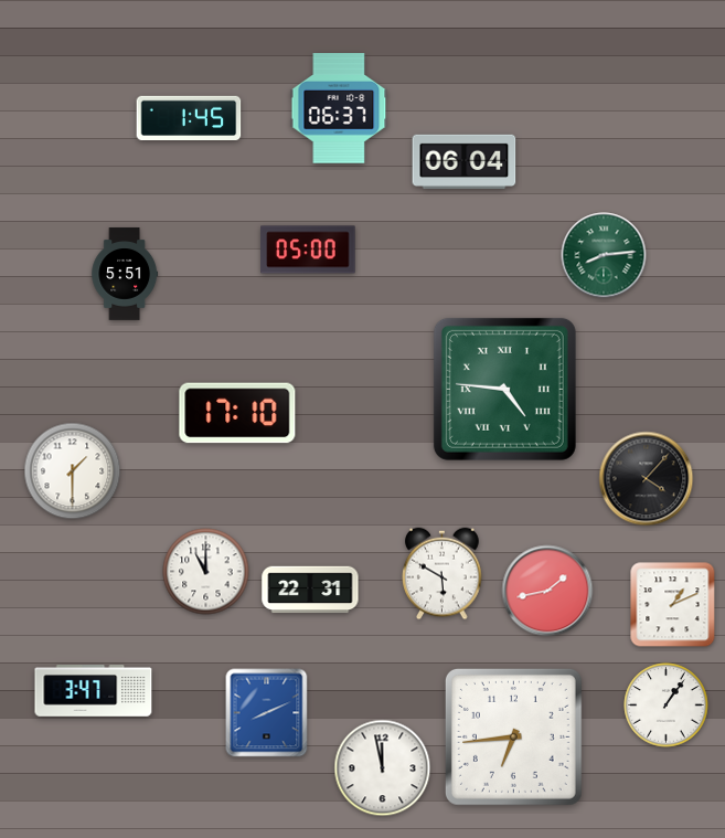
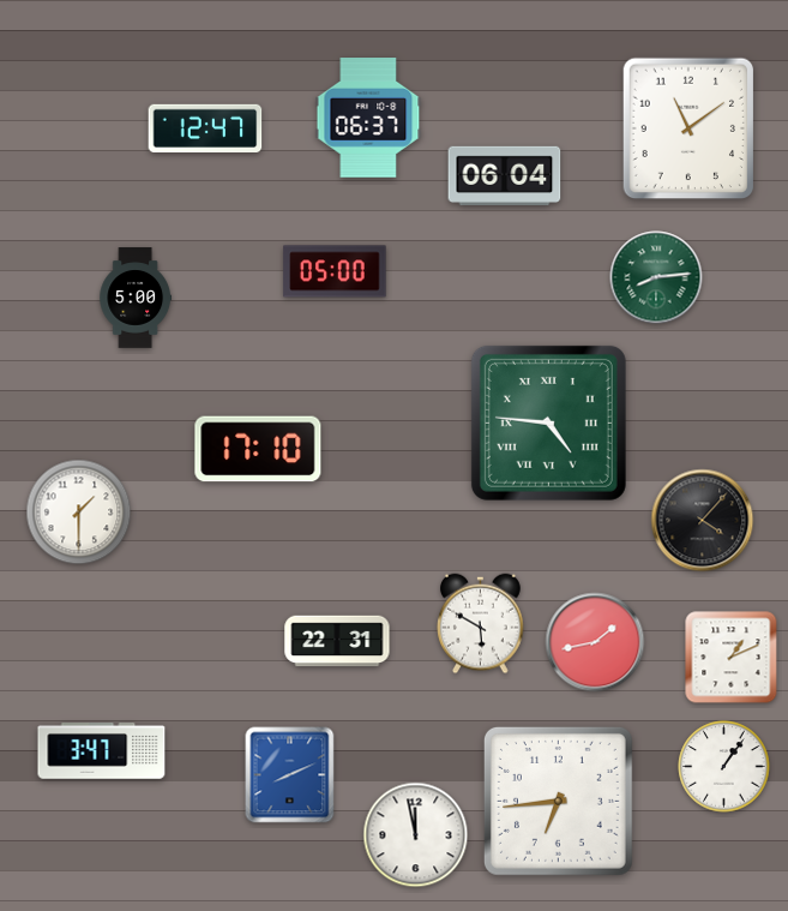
clock at (189, 117): 1:45 -> 12:47
clock at (688, 128): none -> 11:09
clock at (125, 274): 5:51 -> 5:00
clock at (206, 572): 11:00 -> none
